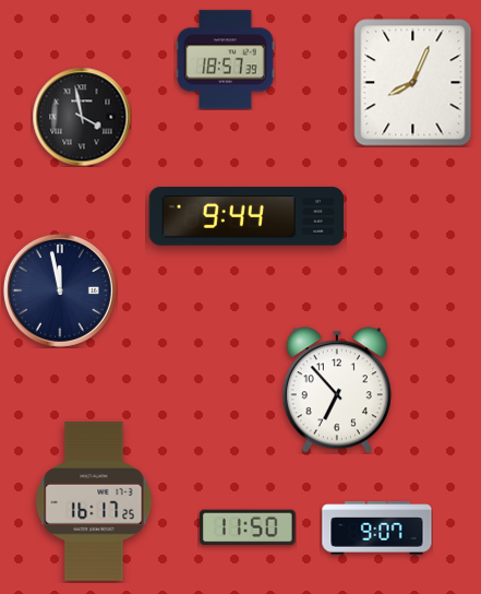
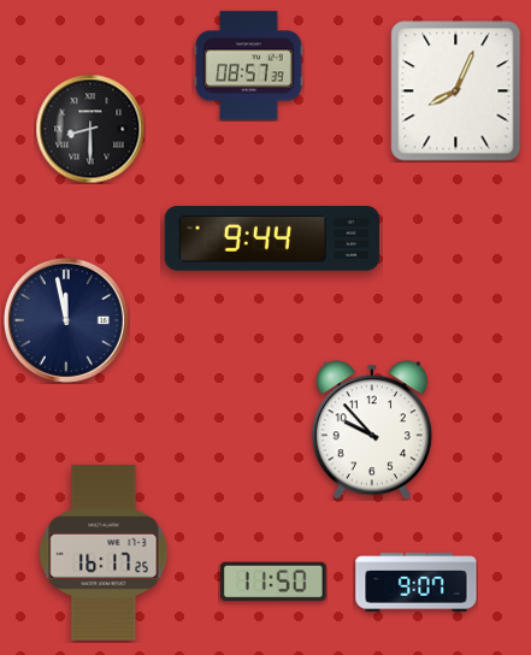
clock at (226, 60): 18:57 -> 08:57
clock at (82, 117): 3:58 -> 8:30
clock at (337, 390): 6:53 -> 9:53
